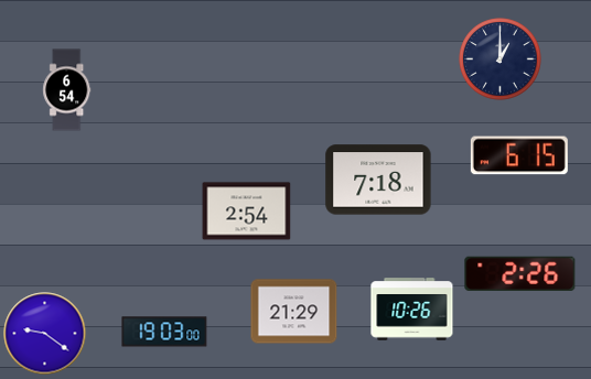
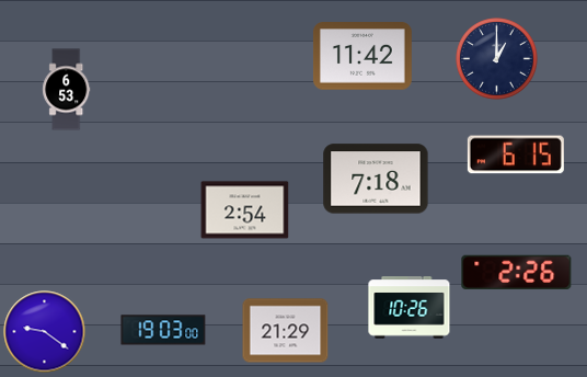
clock at (362, 56): none -> 11:42
clock at (67, 90): 6:54 -> 6:53
clock at (294, 312) position: (294, 312) -> (286, 331)
